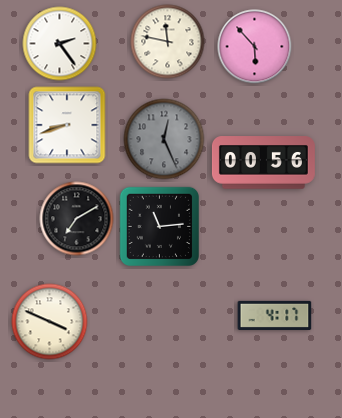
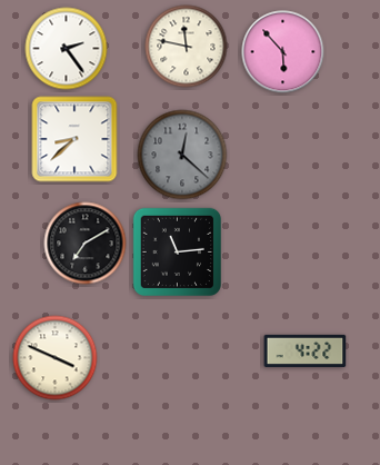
clock at (67, 125): 8:42 -> 8:38
clock at (164, 139): 12:26 -> 12:22
clock at (263, 163): 00:56 -> none
clock at (275, 315): 4:17 -> 4:22
